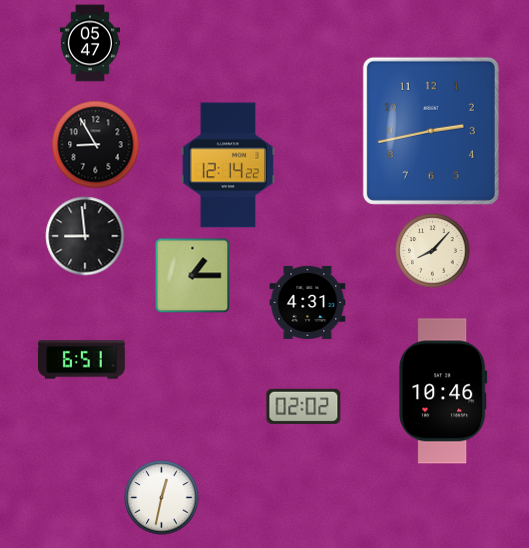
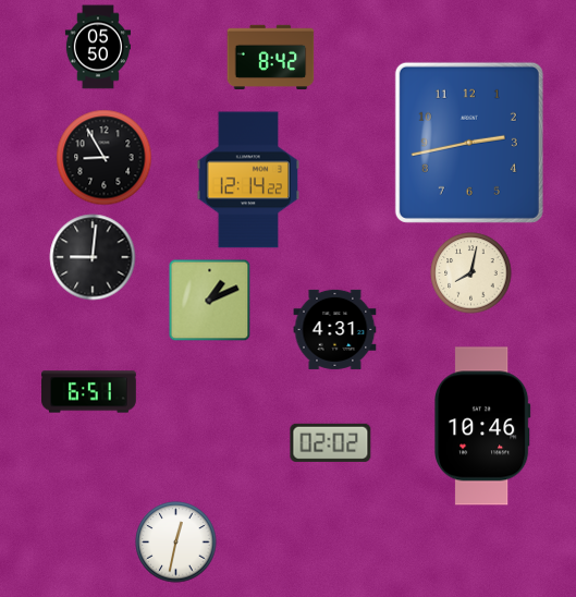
clock at (89, 43): 05:47 -> 05:50
clock at (271, 58): none -> 8:42
clock at (85, 236): 8:59 -> 9:01
clock at (433, 251): 8:07 -> 8:02
clock at (193, 276): 1:15 -> 1:11
